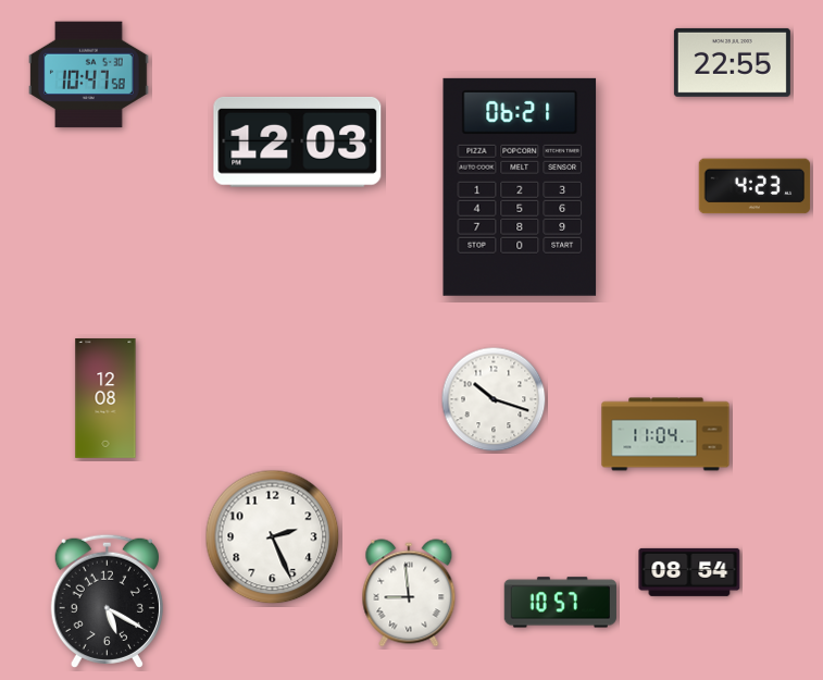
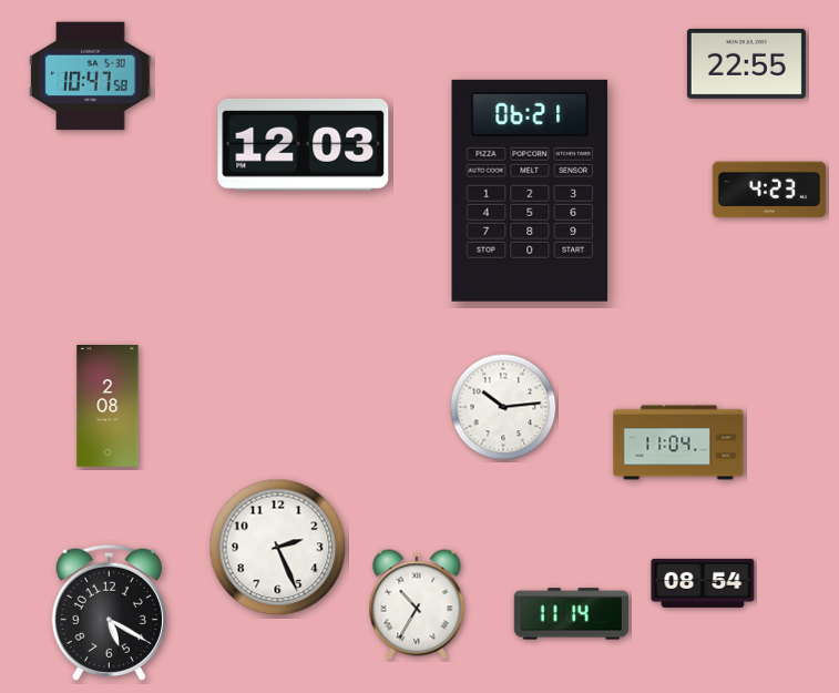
clock at (105, 398): 12:08 -> 2:08
clock at (494, 399): 10:18 -> 10:14
clock at (409, 593): 8:59 -> 10:35
clock at (560, 603): 10:57 -> 11:14
